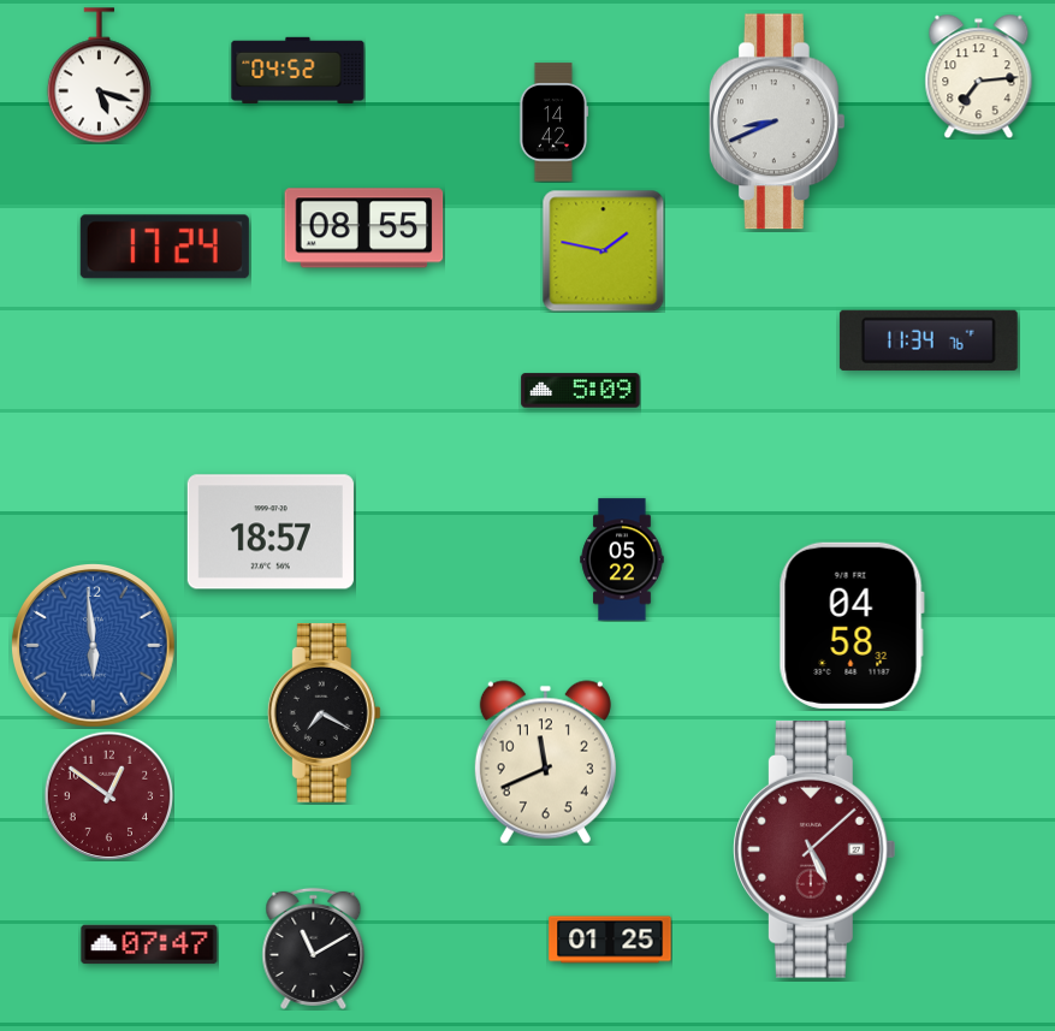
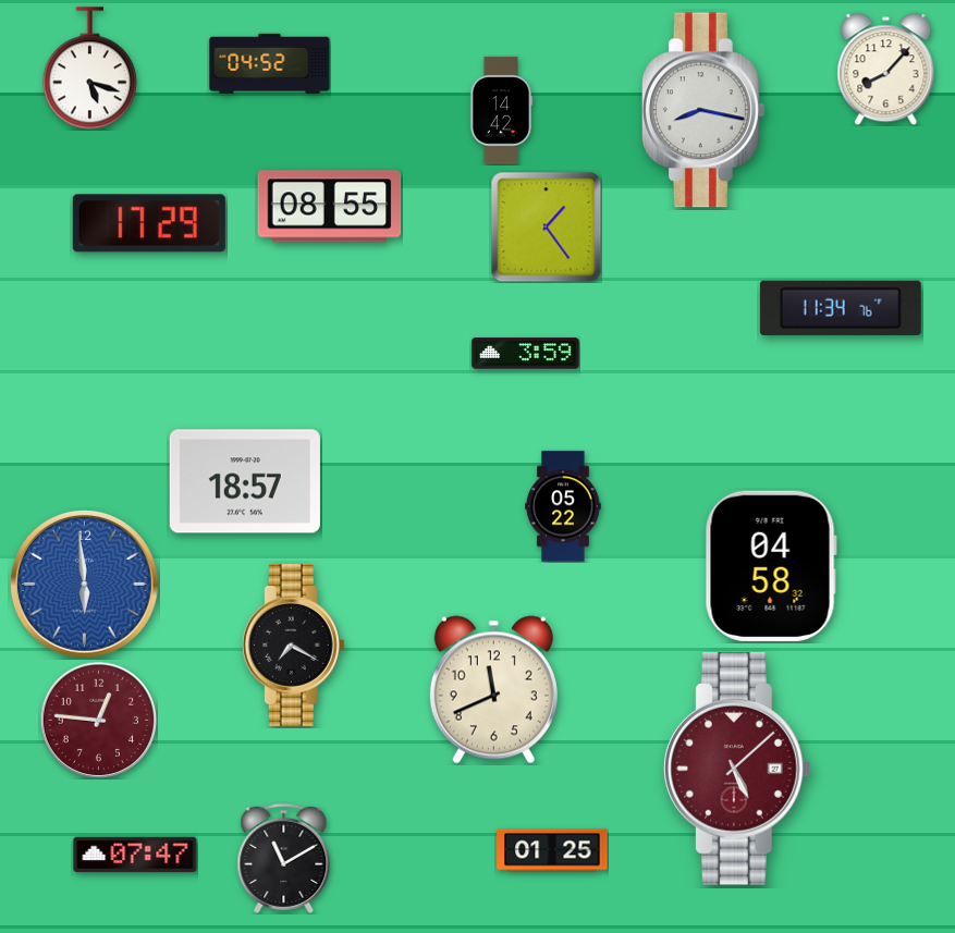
clock at (979, 76): 7:14 -> 8:07
clock at (777, 122): 8:41 -> 8:17
clock at (165, 247): 17:24 -> 17:29
clock at (603, 250): 1:47 -> 1:24
clock at (581, 391): 5:09 -> 3:59
clock at (108, 795): 12:51 -> 12:46
